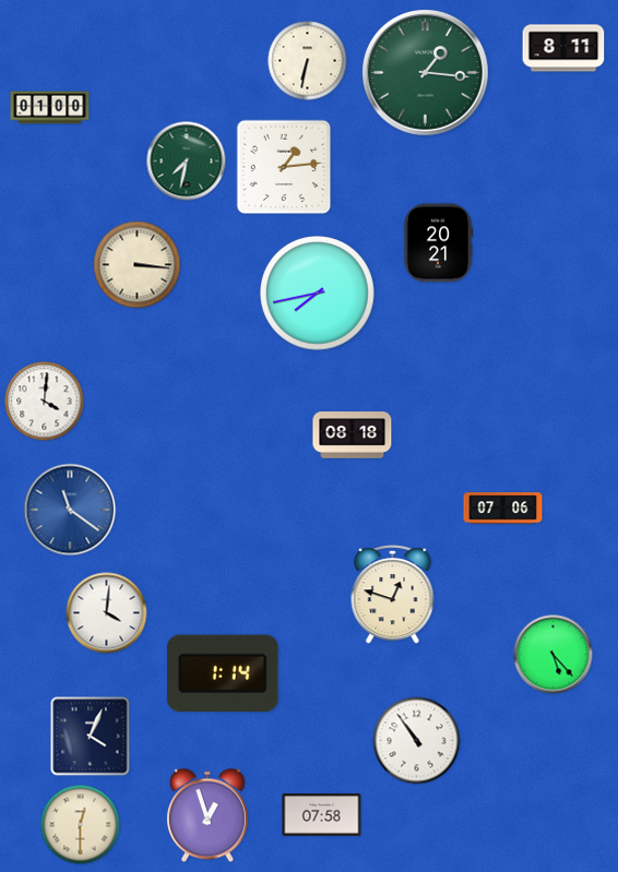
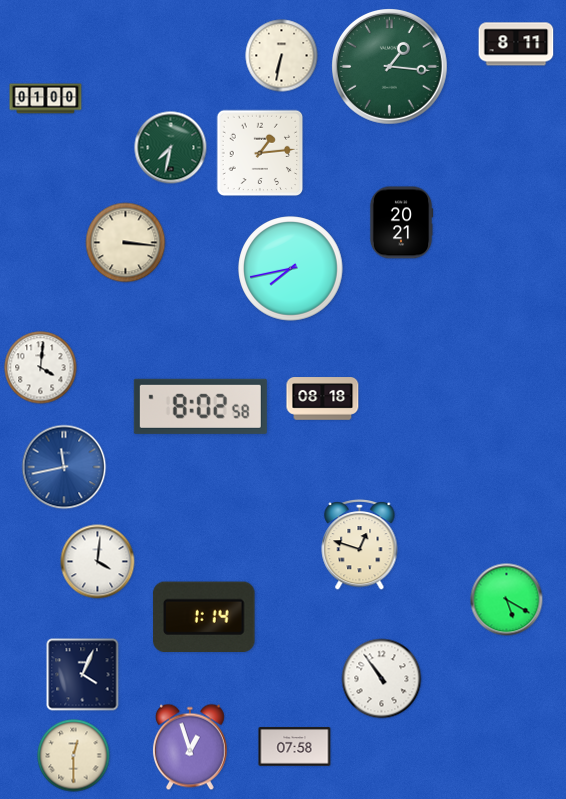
clock at (200, 406): none -> 8:02
clock at (503, 509): 07:06 -> none
clock at (70, 510): 11:21 -> 11:43
clock at (554, 655): 5:23 -> 5:20
